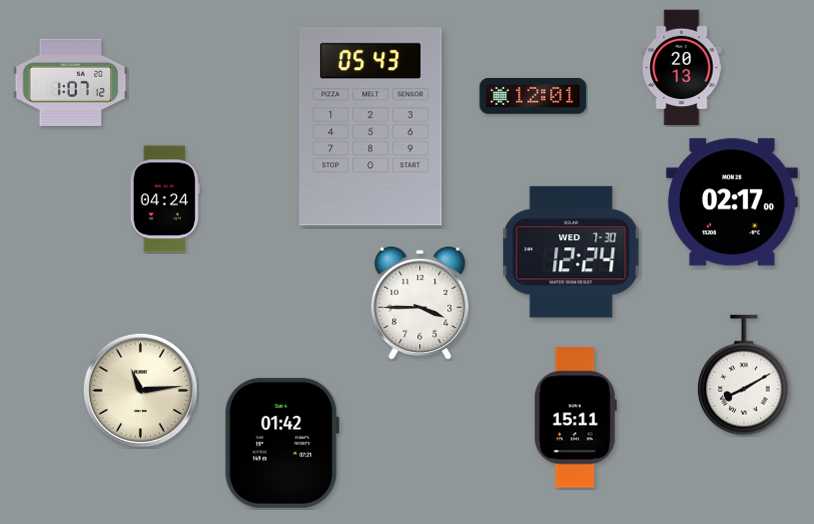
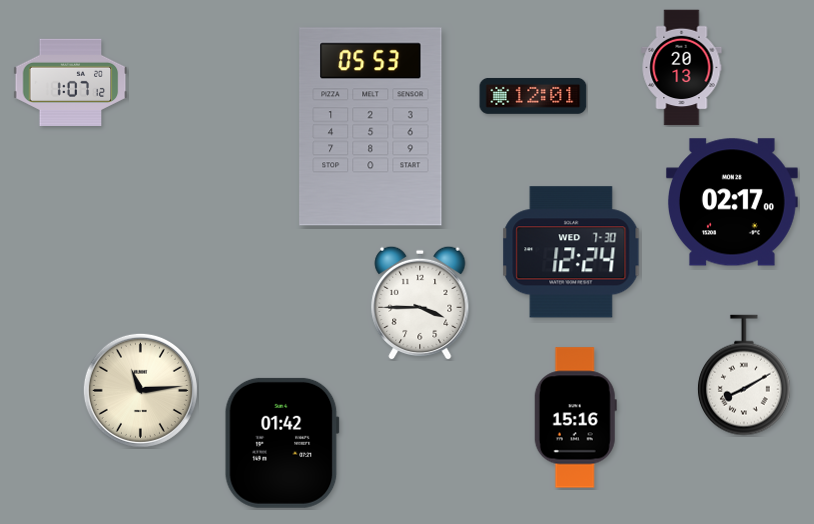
clock at (371, 127): 05:43 -> 05:53
clock at (165, 199): 04:24 -> none
clock at (575, 418): 15:11 -> 15:16
